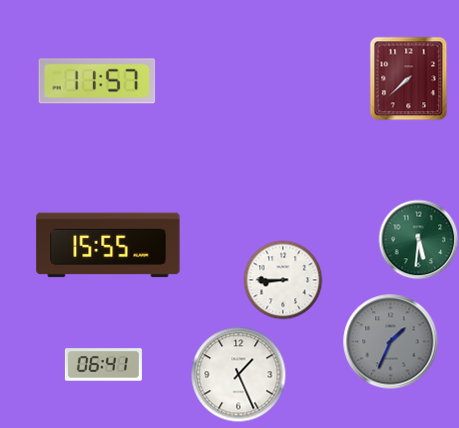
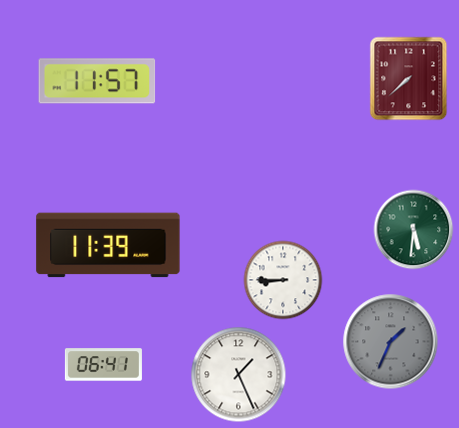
clock at (418, 239) position: (418, 239) -> (413, 229)
clock at (108, 245): 15:55 -> 11:39
